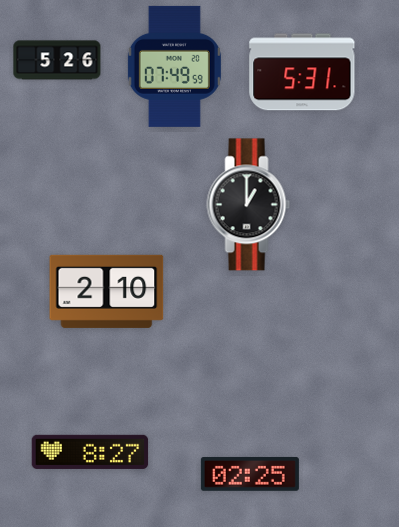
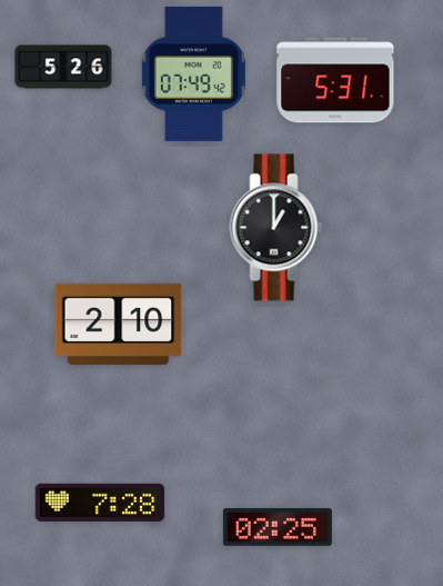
clock at (174, 66): 07:49:59 -> 07:49:42
clock at (90, 452): 8:27 -> 7:28
